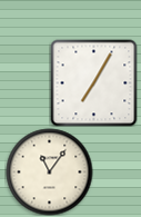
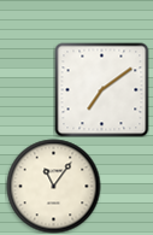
clock at (93, 82): 7:05 -> 7:09
